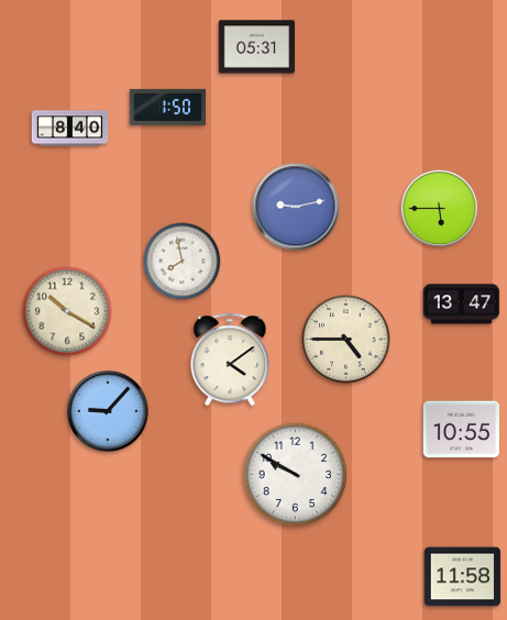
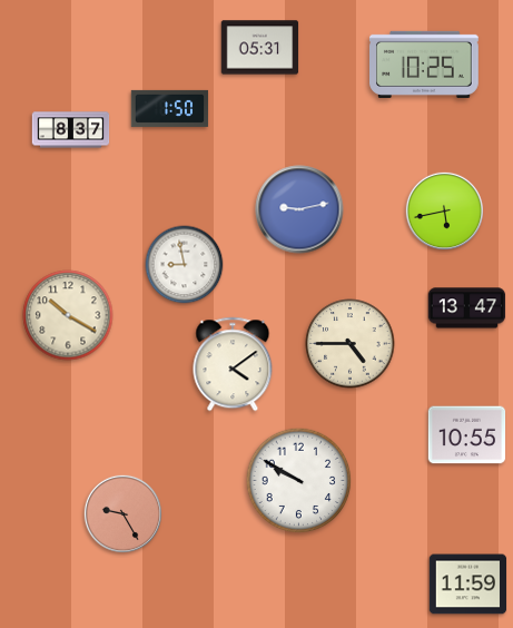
clock at (425, 65): none -> 10:25
clock at (70, 129): 8:40 -> 8:37
clock at (439, 208): 5:45 -> 5:43
clock at (183, 262): 7:58 -> 8:58
clock at (108, 411): 9:07 -> none
clock at (122, 513): none -> 9:25
clock at (463, 577): 11:58 -> 11:59
